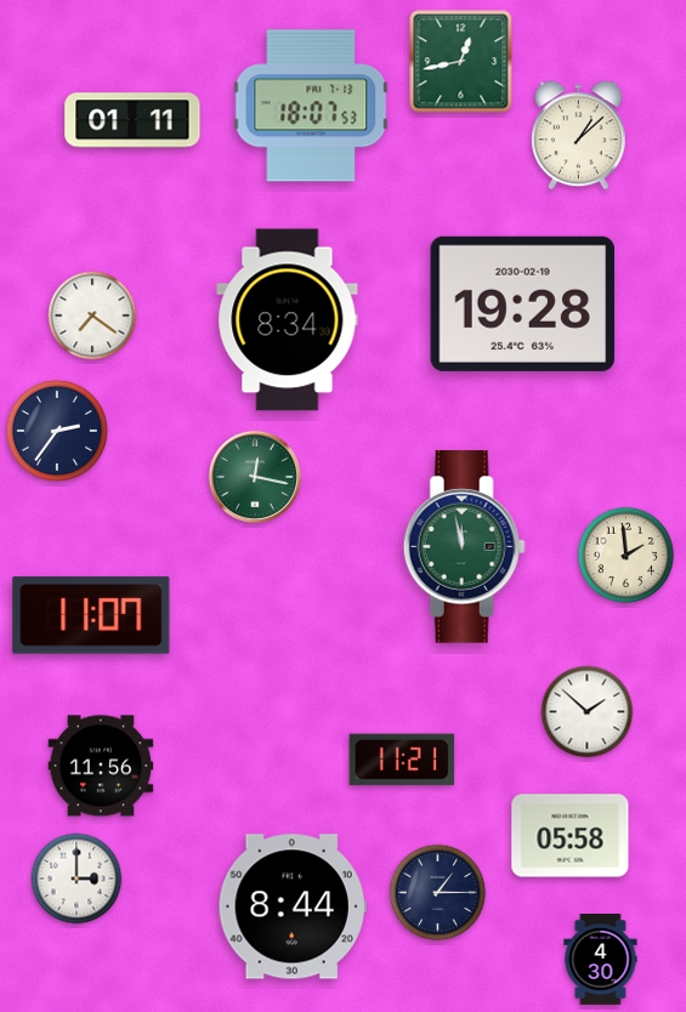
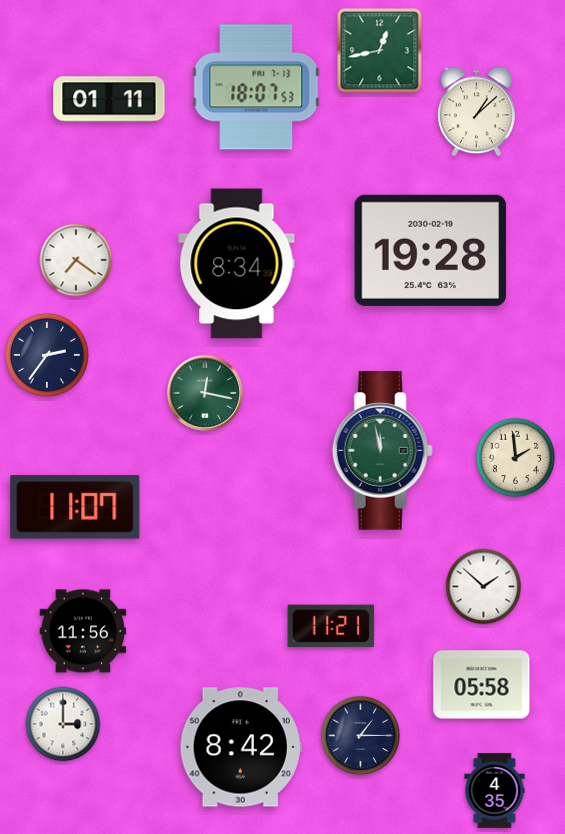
clock at (254, 476) position: (254, 476) -> (204, 392)
clock at (571, 836) position: (571, 836) -> (482, 685)
clock at (293, 906): 8:44 -> 8:42
clock at (601, 960): 4:30 -> 4:35
